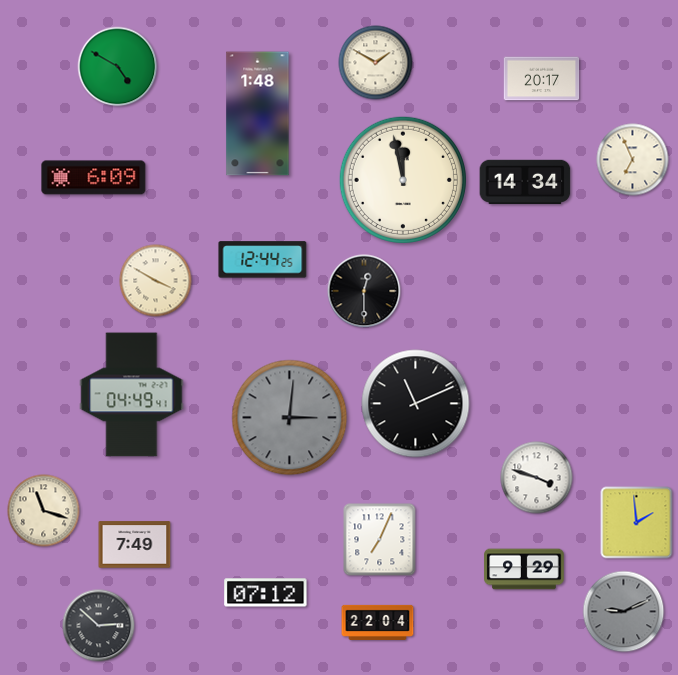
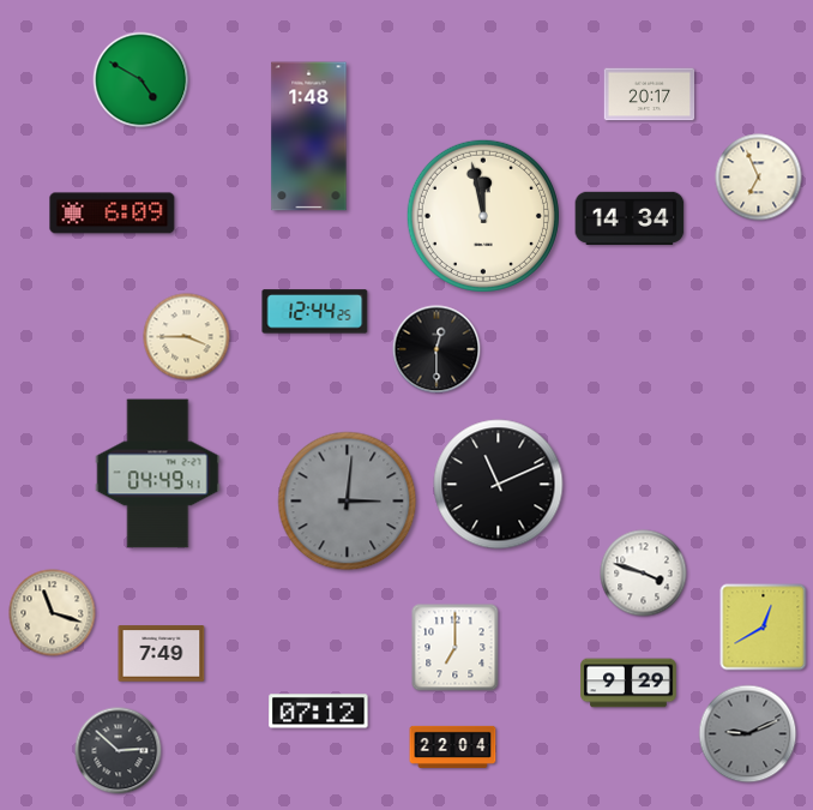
clock at (376, 63): 1:50 -> none
clock at (633, 160) position: (633, 160) -> (759, 178)
clock at (156, 281): 3:50 -> 3:45
clock at (637, 523): 1:59 -> 12:40
clock at (380, 540): 7:04 -> 7:00
